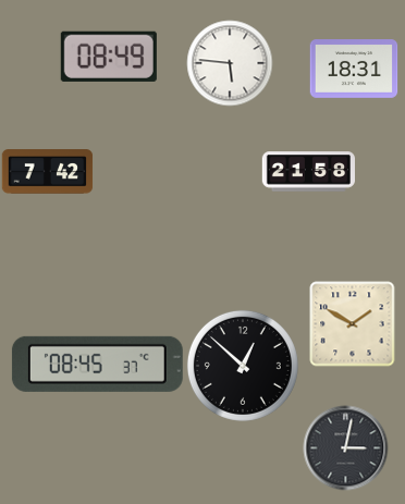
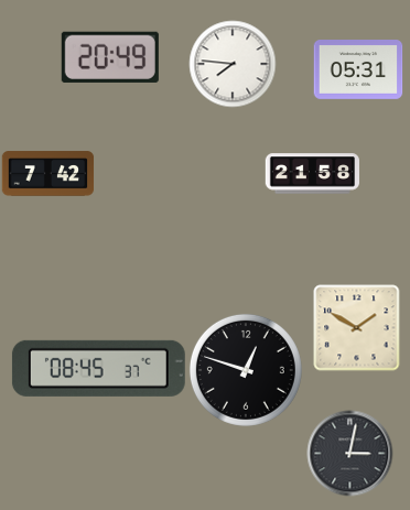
clock at (109, 57): 08:49 -> 20:49
clock at (230, 63): 5:46 -> 7:46
clock at (354, 70): 18:31 -> 05:31
clock at (243, 366): 12:52 -> 12:48
